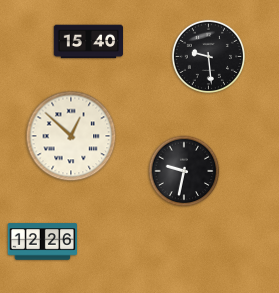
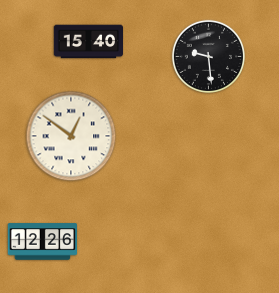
clock at (71, 136): 12:52 -> 12:51
clock at (184, 171): 9:32 -> none
